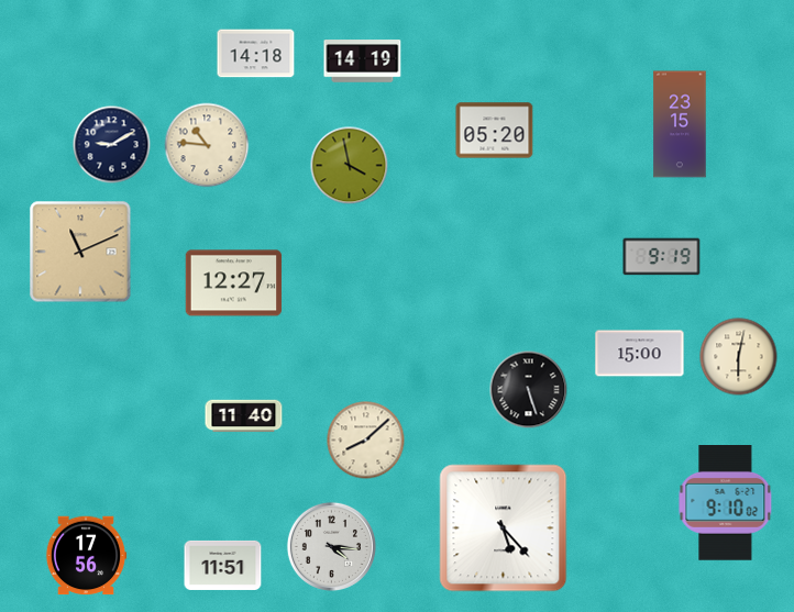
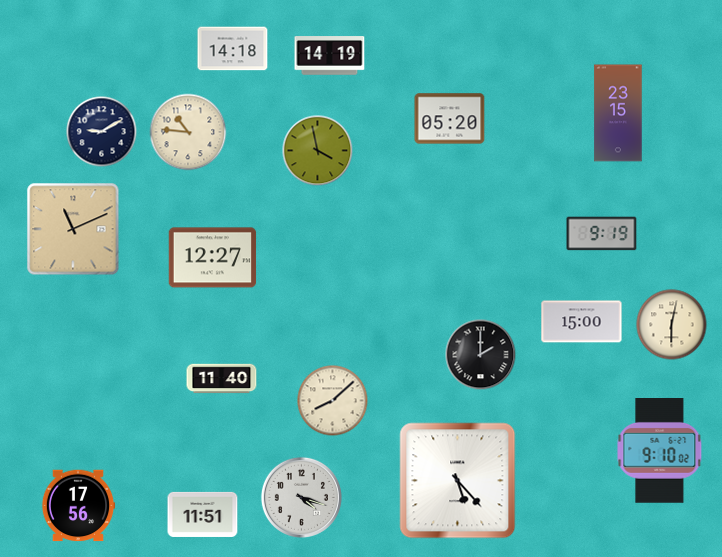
clock at (529, 390): 5:27 -> 2:00
clock at (726, 503) position: (726, 503) -> (660, 451)
clock at (331, 546): 4:16 -> 4:18
